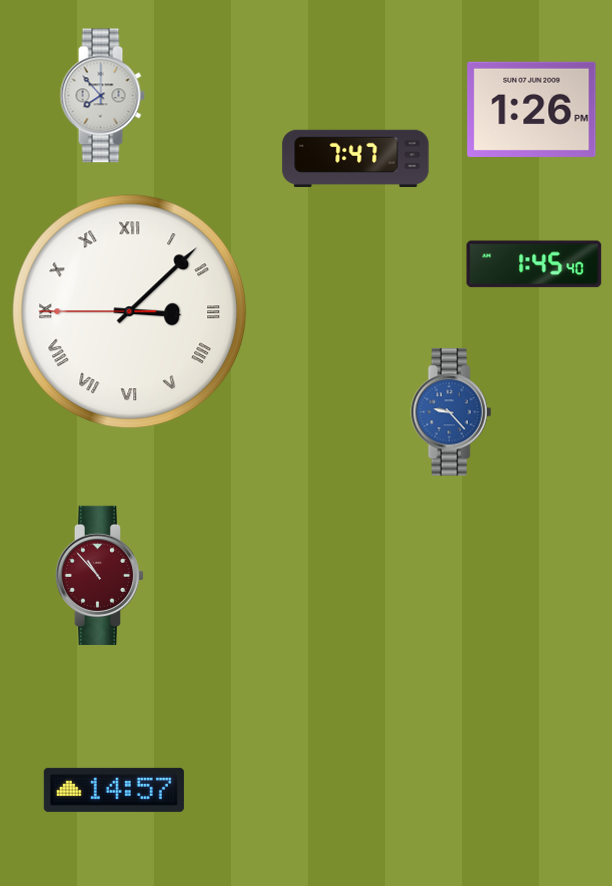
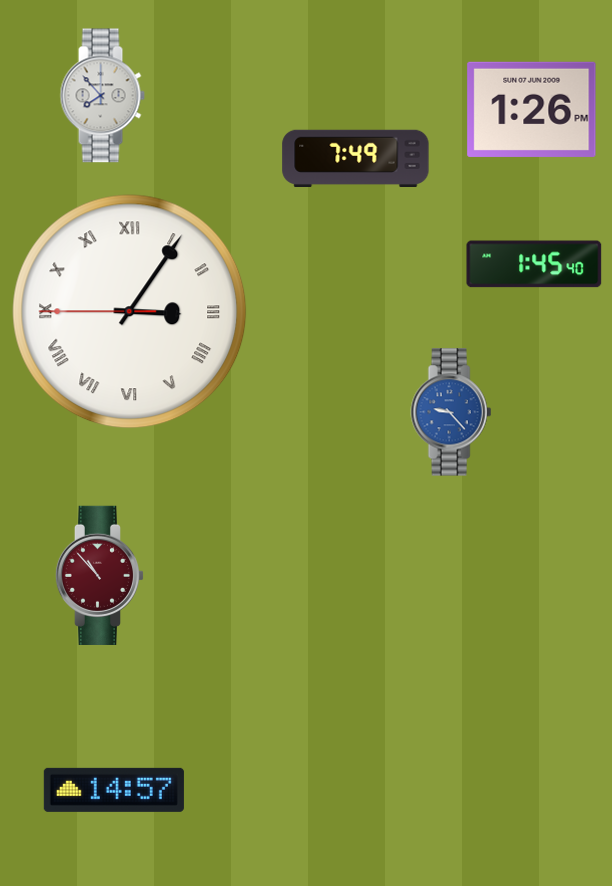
clock at (356, 158): 7:47 -> 7:49
clock at (130, 312): 3:07 -> 3:05
